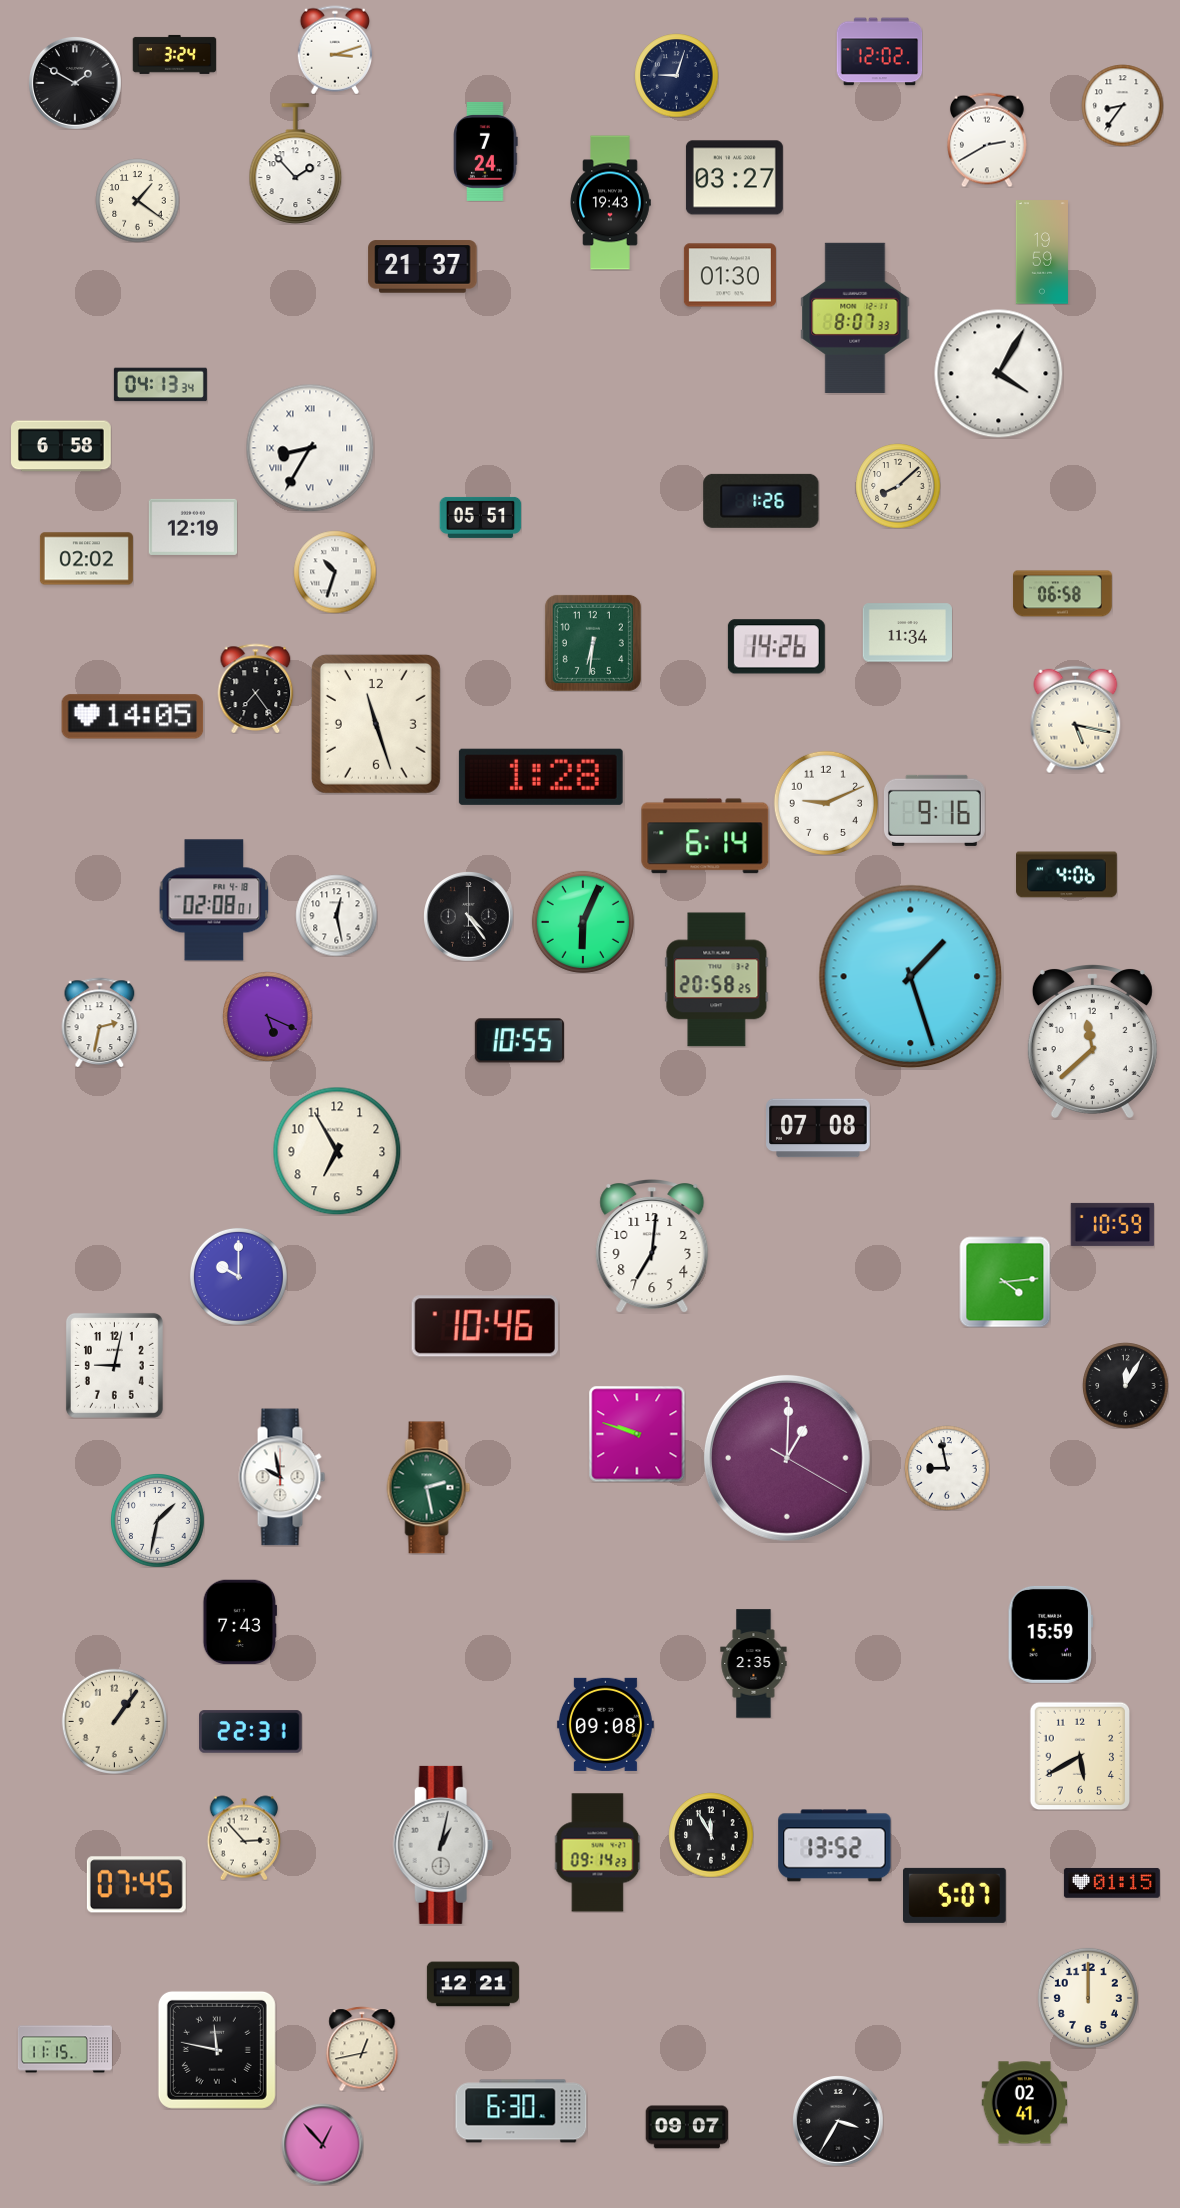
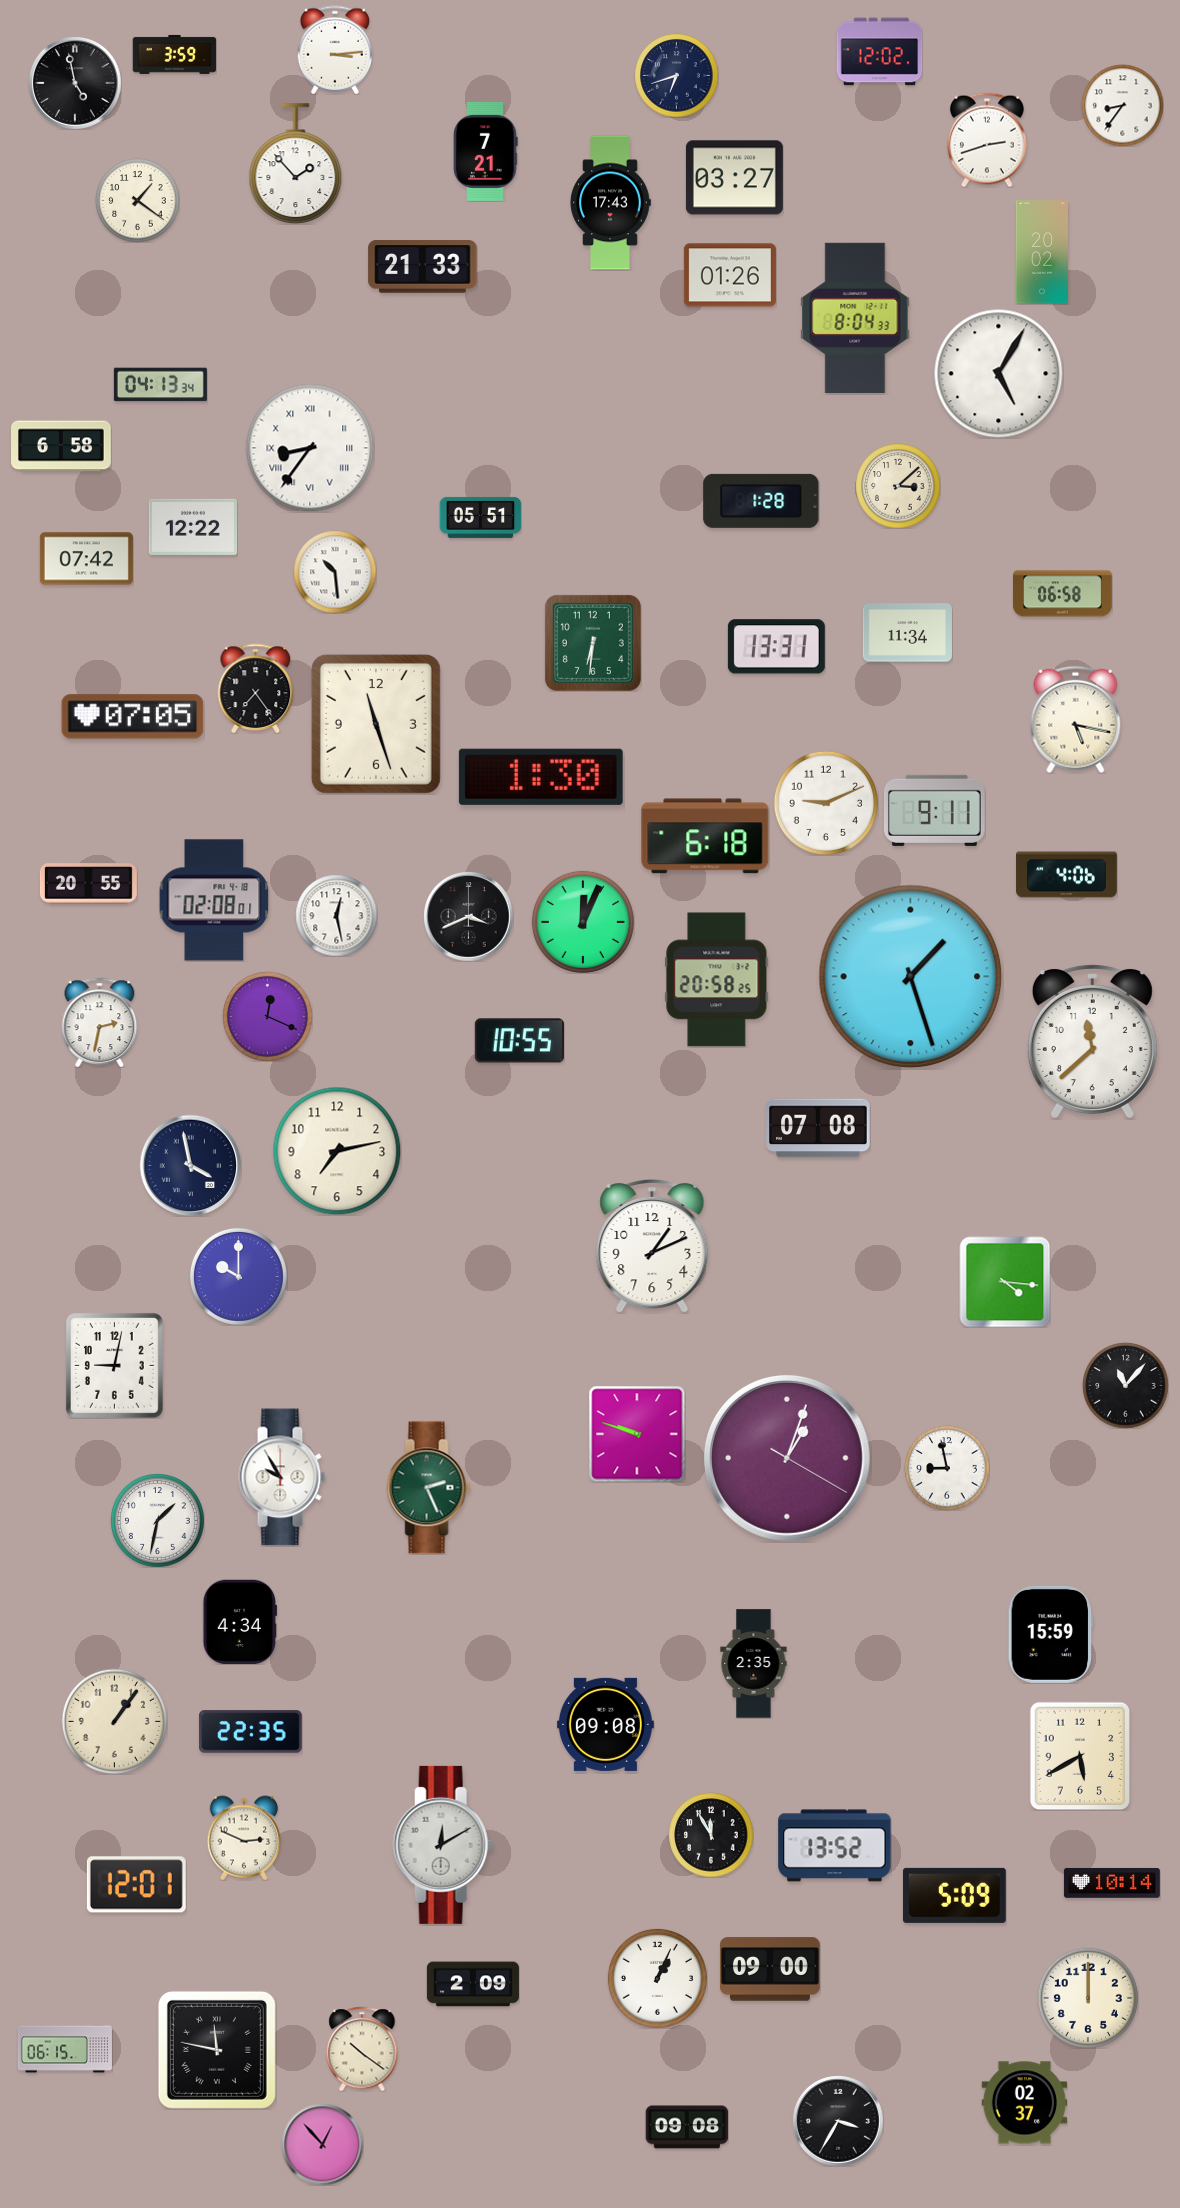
clock at (334, 50): 3:12 -> 3:14
clock at (174, 54): 3:24 -> 3:59
clock at (676, 75): 9:03 -> 6:42
clock at (75, 83): 1:50 -> 4:58
clock at (987, 140): 2:40 -> 2:42
clock at (486, 151): 7:24 -> 7:21
clock at (610, 203): 19:43 -> 17:43
clock at (1042, 252): 19:59 -> 20:02
clock at (423, 267): 21:37 -> 21:33
clock at (730, 275): 01:30 -> 01:26
clock at (855, 318): 8:07 -> 8:04
clock at (998, 373): 4:05 -> 5:05
clock at (310, 448): 8:35 -> 8:36
clock at (898, 486): 8:08 -> 3:08
clock at (761, 501): 1:26 -> 1:28
clock at (192, 527): 12:19 -> 12:22
clock at (86, 559): 02:02 -> 07:42
clock at (335, 572): 10:33 -> 10:29
clock at (776, 647): 14:26 -> 13:31
clock at (133, 717): 14:05 -> 07:05
clock at (541, 777): 1:28 -> 1:30
clock at (935, 810): 9:16 -> 9:11
clock at (705, 836): 6:14 -> 6:18
clock at (88, 884): none -> 20:55
clock at (468, 916): 4:24 -> 3:41
clock at (583, 922): 6:04 -> 12:04
clock at (267, 1016): 5:19 -> 12:19
clock at (337, 1151): 6:55 -> 7:13
clock at (190, 1165): none -> 3:58
clock at (1112, 1224): 10:59 -> none
clock at (652, 1247): 7:01 -> 1:11
clock at (1005, 1282): 4:14 -> 4:16
clock at (485, 1326): 10:46 -> none
clock at (1125, 1385): 12:05 -> 11:07
clock at (787, 1458): 1:00 -> 1:03
clock at (282, 1477): 9:58 -> 9:55
clock at (429, 1488): 2:28 -> 2:26
clock at (240, 1622): 7:43 -> 4:34
clock at (251, 1732): 22:31 -> 22:35
clock at (244, 1838): 2:53 -> 2:49
clock at (443, 1845): 1:02 -> 12:10
clock at (598, 1853): 09:14 -> none
clock at (1112, 1883): 01:15 -> 10:14
clock at (136, 1885): 07:45 -> 12:01
clock at (955, 1895): 5:07 -> 5:09
clock at (771, 1969): none -> 09:00
clock at (657, 1978): none -> 1:04
clock at (473, 1984): 12:21 -> 2:09
clock at (65, 2049): 11:15 -> 06:15
clock at (362, 2049): 12:43 -> 10:21
clock at (1024, 2103): 02:41 -> 02:37
clock at (521, 2111): 6:30 -> none
clock at (687, 2127): 09:07 -> 09:08
